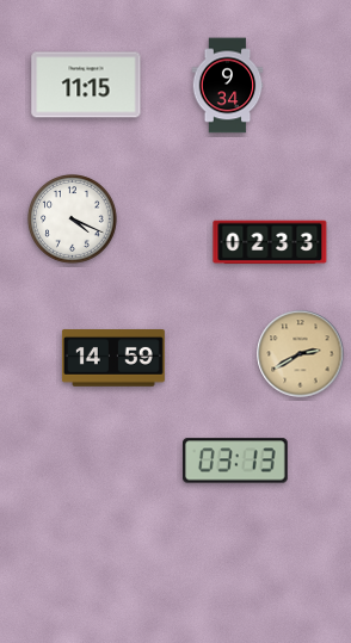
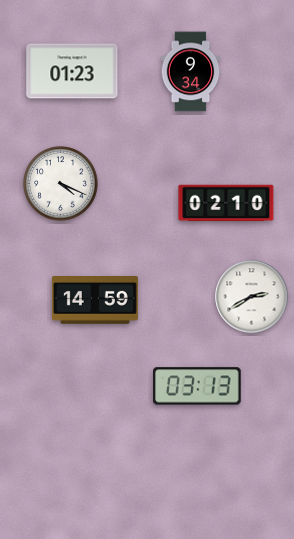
clock at (86, 85): 11:15 -> 01:23
clock at (270, 242): 02:33 -> 02:10
clock at (301, 354) dial: champagne -> white
